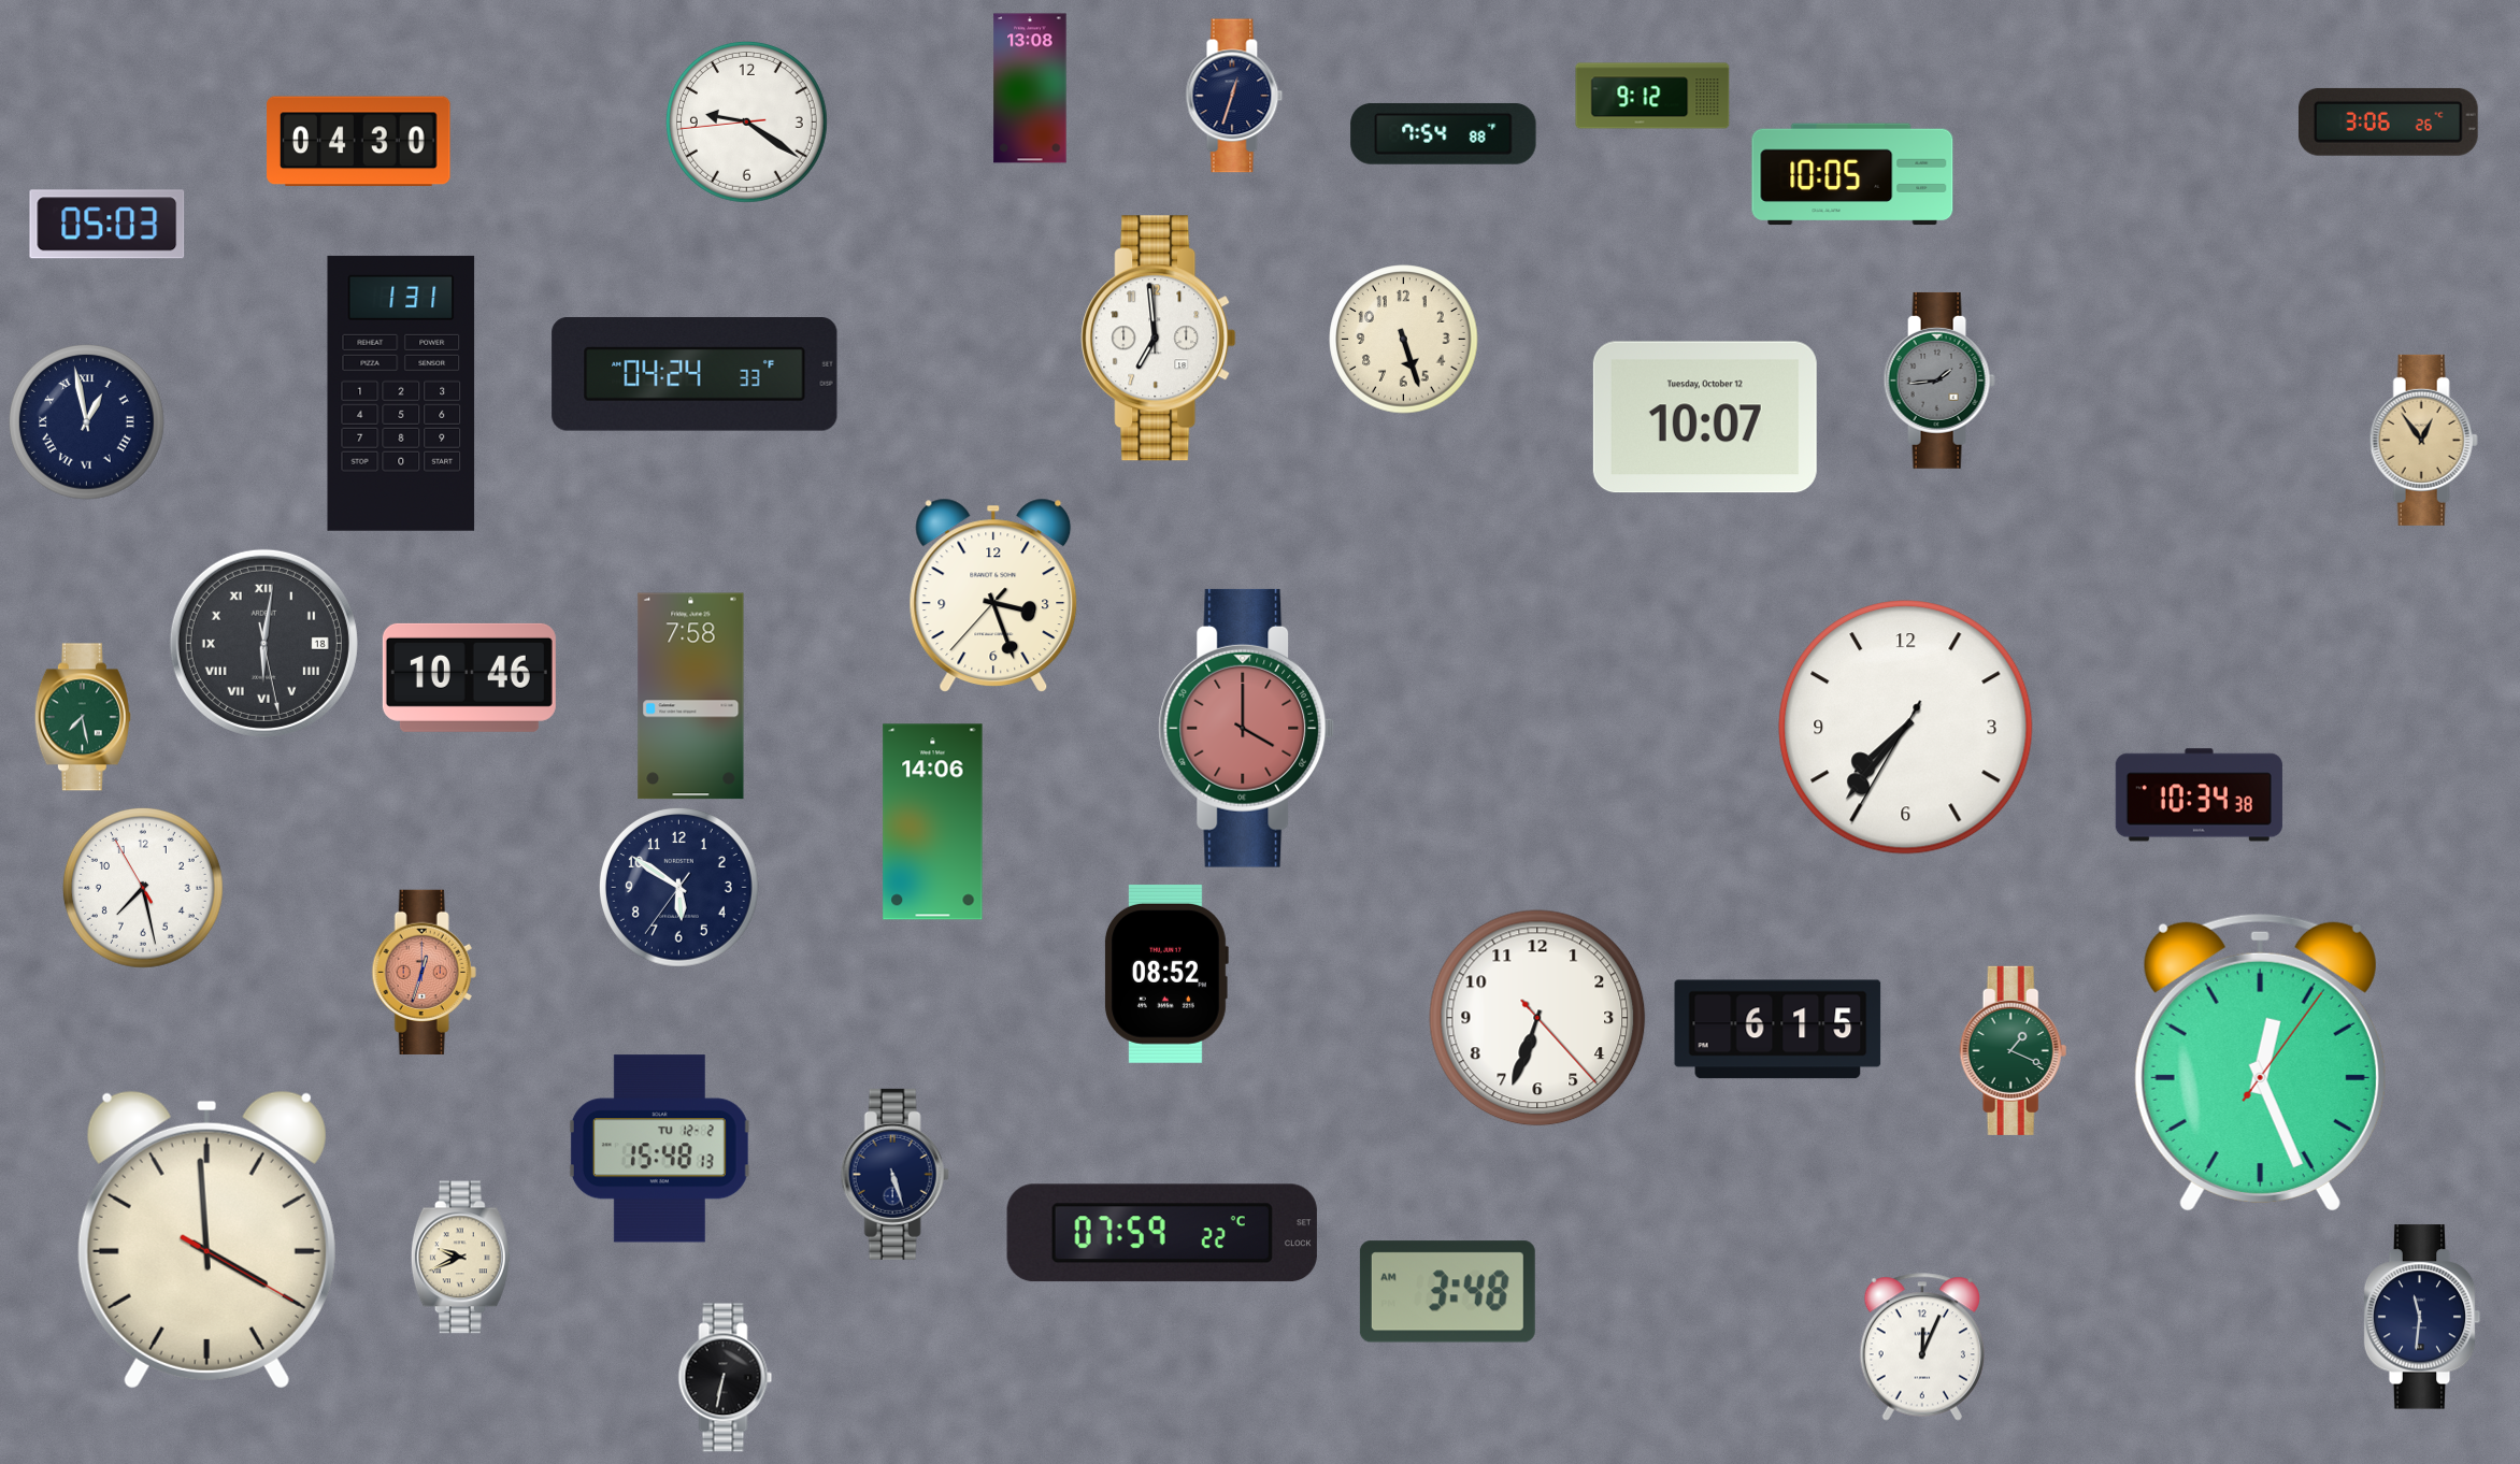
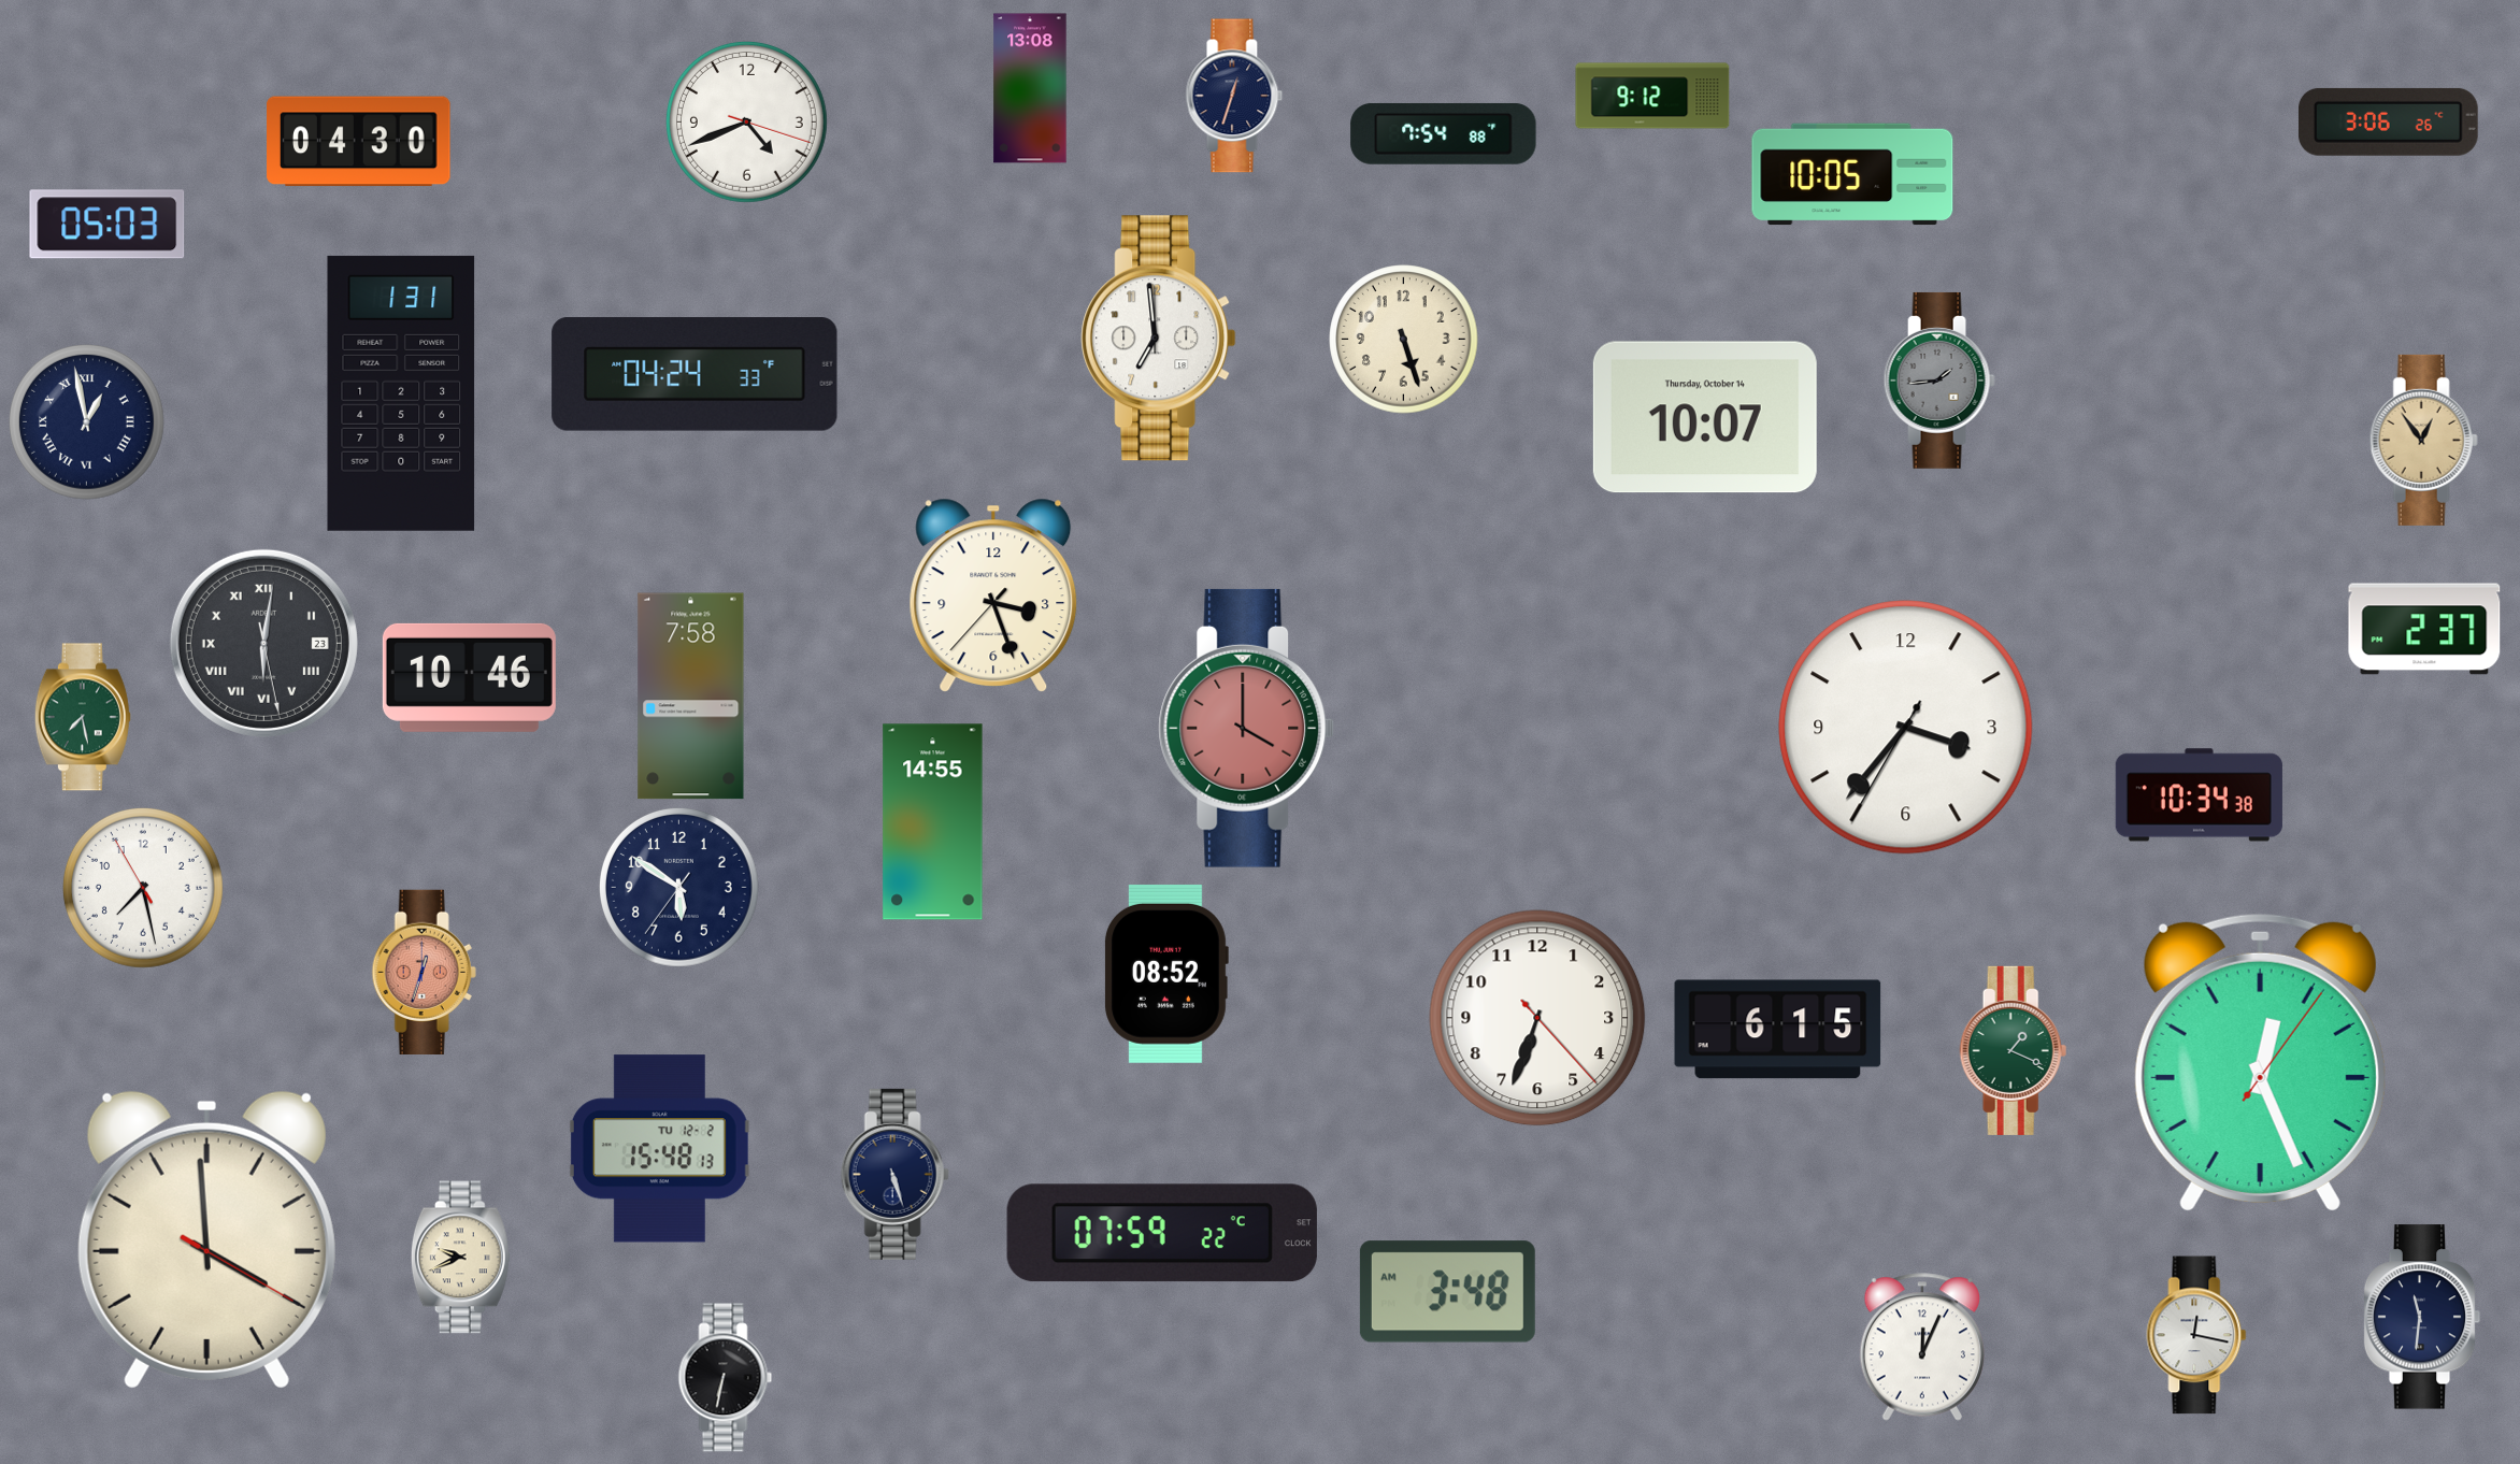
clock at (746, 121): 9:20 -> 4:41
clock at (1705, 417) date: Tuesday, October 12 -> Thursday, October 14
clock at (2424, 629): none -> 2:37
clock at (263, 643) date: 18 -> 23
clock at (1906, 728): 7:36 -> 3:36
clock at (933, 822): 14:06 -> 14:55
clock at (2196, 1335): none -> 12:17
